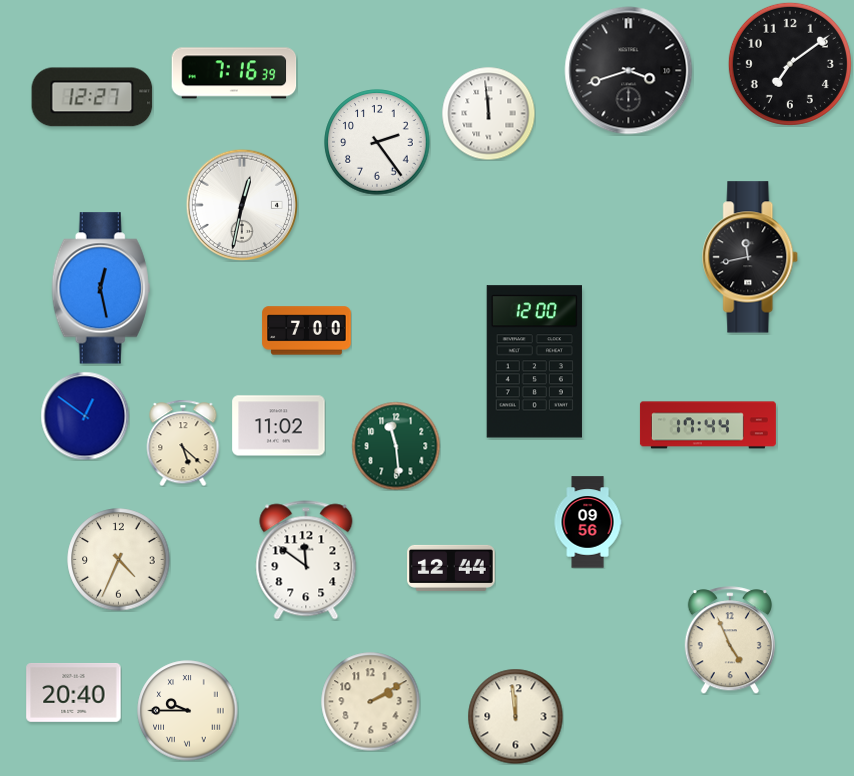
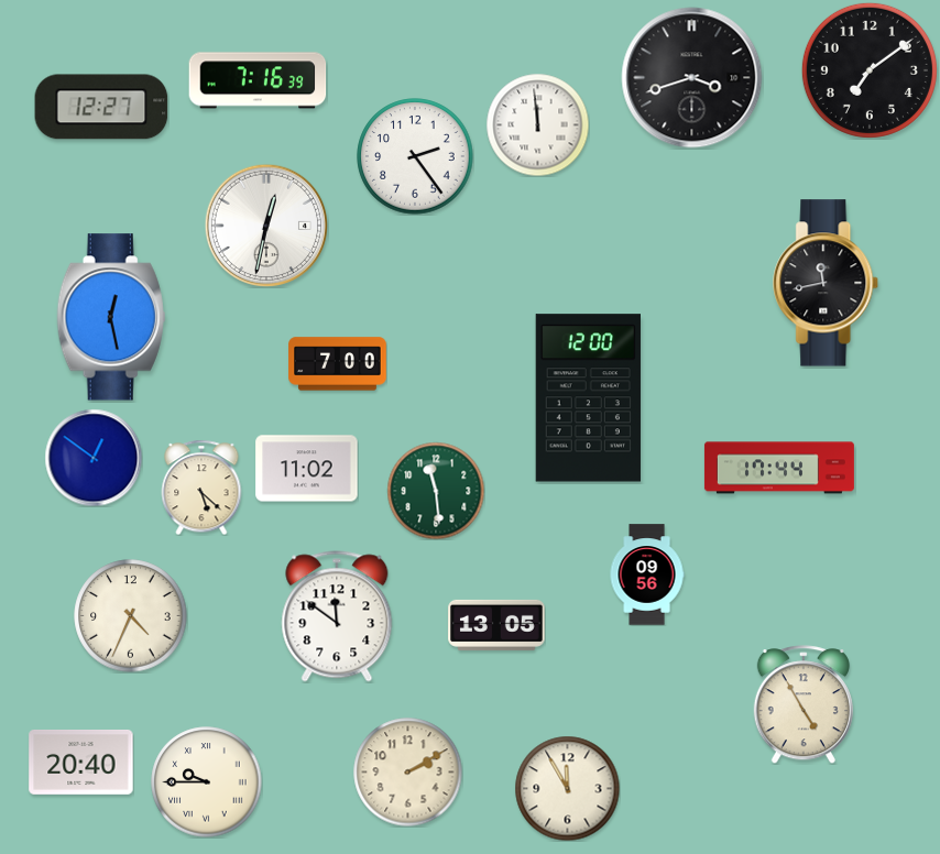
clock at (451, 568): 12:44 -> 13:05
clock at (730, 640): 4:56 -> 4:55
clock at (515, 716): 11:59 -> 11:55
